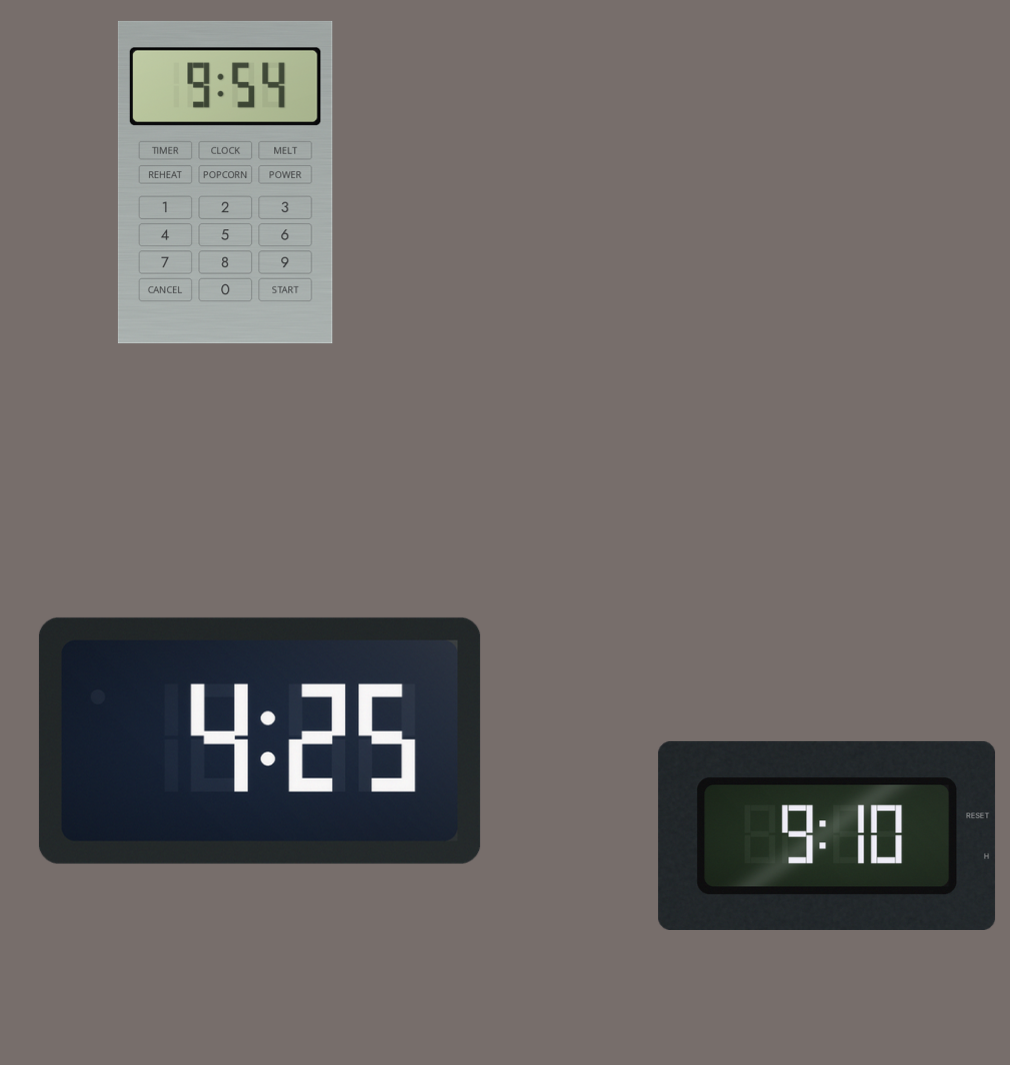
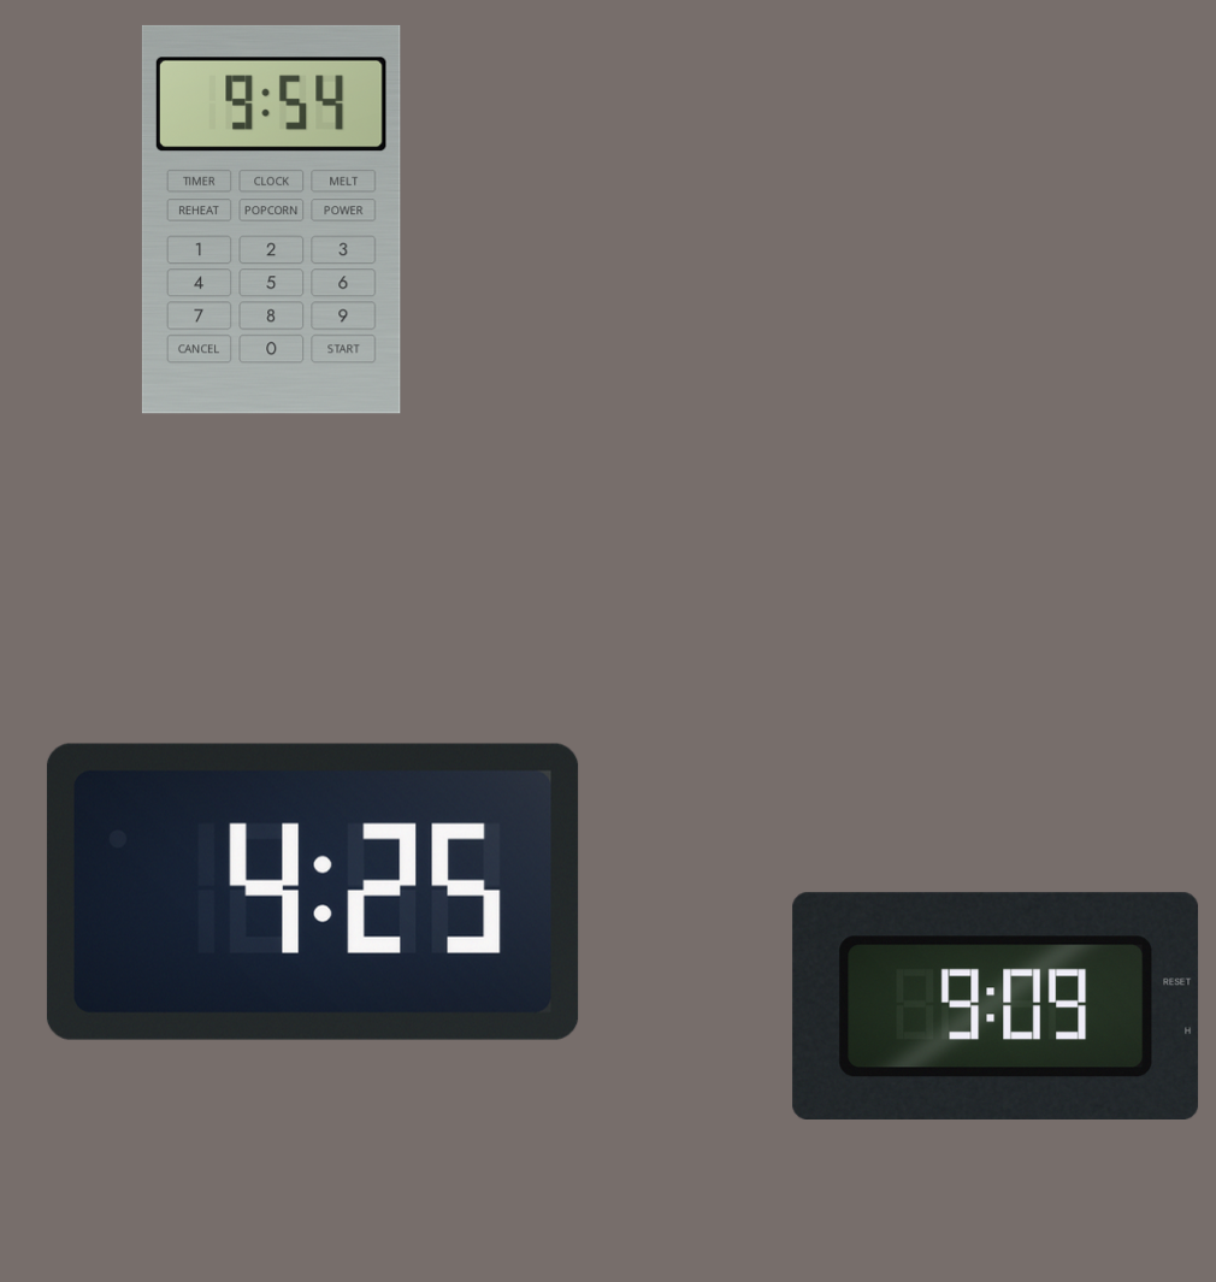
clock at (827, 835): 9:10 -> 9:09
